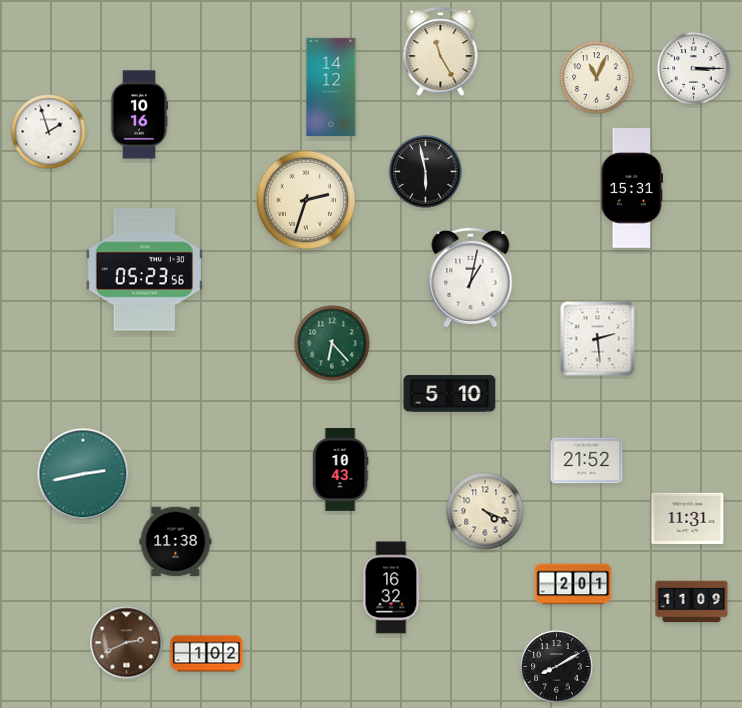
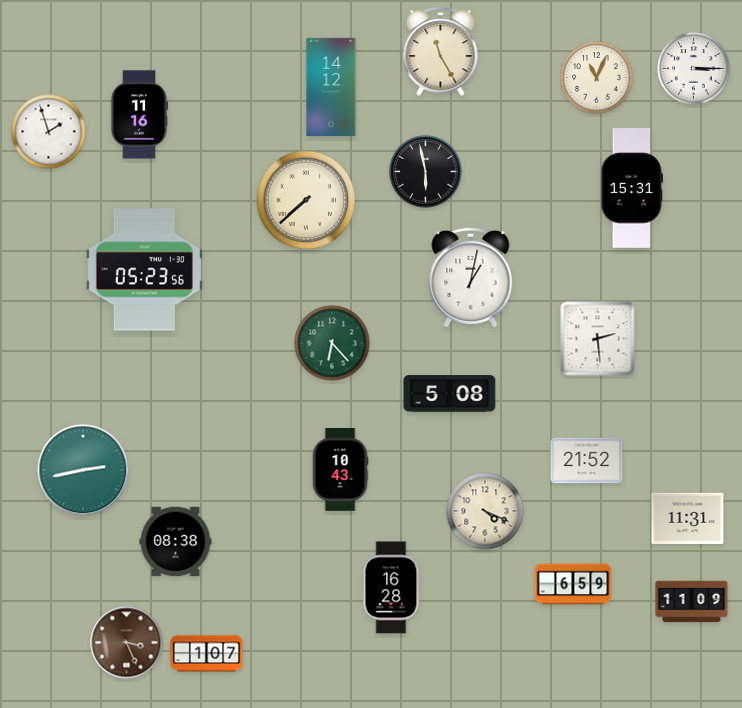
clock at (139, 115): 10:16 -> 11:16
clock at (305, 199): 2:33 -> 7:38
clock at (450, 394): 5:10 -> 5:08
clock at (83, 474) position: (83, 474) -> (83, 470)
clock at (176, 542): 11:38 -> 08:38
clock at (573, 584): 2:01 -> 6:59
clock at (391, 588): 16:32 -> 16:28
clock at (127, 643): 2:41 -> 3:26
clock at (207, 654): 1:02 -> 1:07
clock at (557, 667): 8:10 -> none
